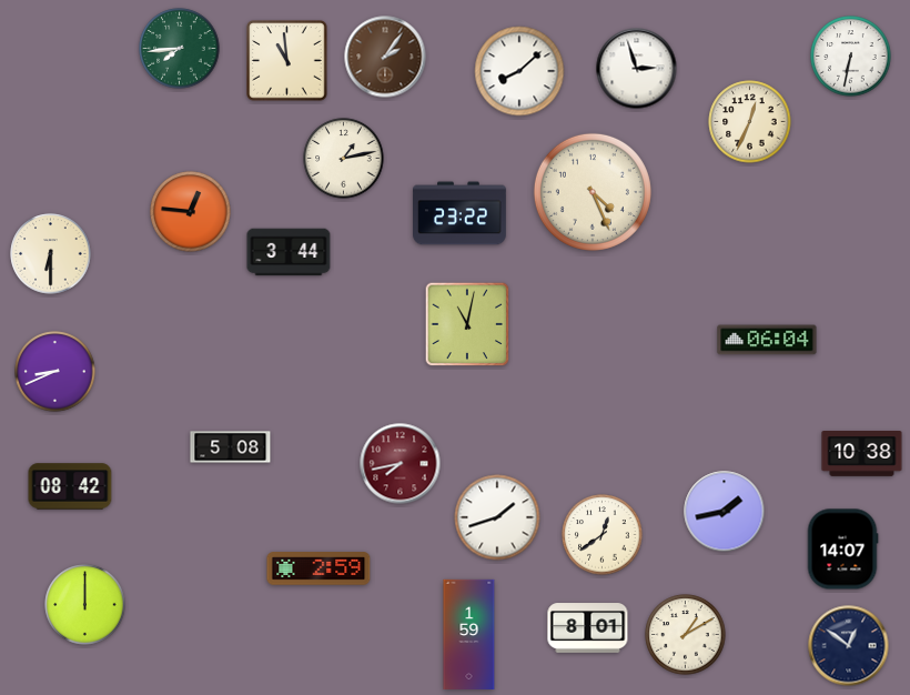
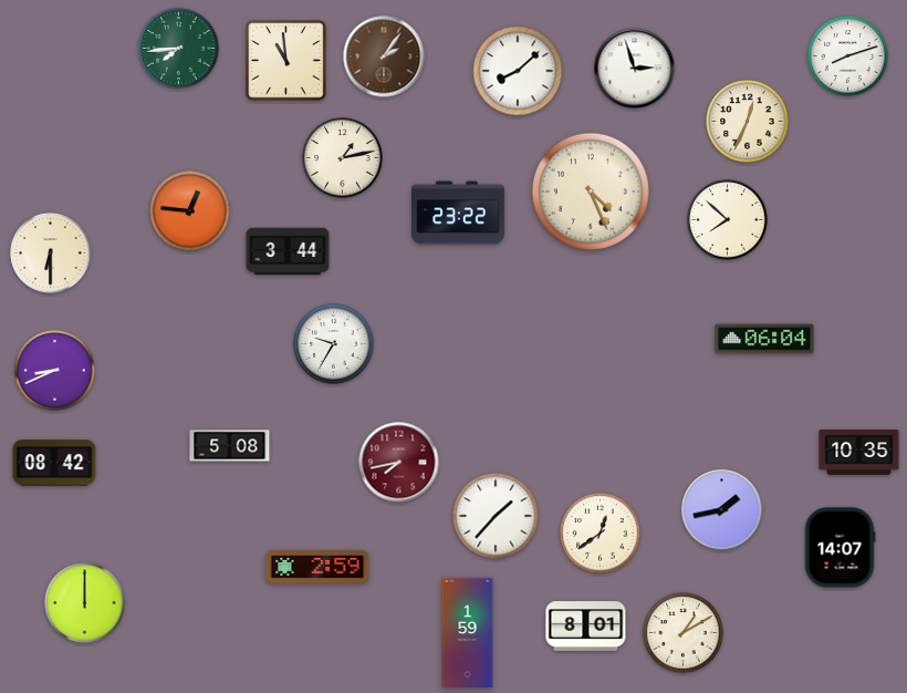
clock at (851, 57): 6:32 -> 8:12
clock at (728, 220): none -> 7:52
clock at (467, 324): 11:02 -> none
clock at (334, 344): none -> 9:35
clock at (862, 454): 10:38 -> 10:35
clock at (70, 486) position: (70, 486) -> (54, 463)
clock at (497, 517): 1:42 -> 1:37
clock at (849, 646): 12:51 -> none
